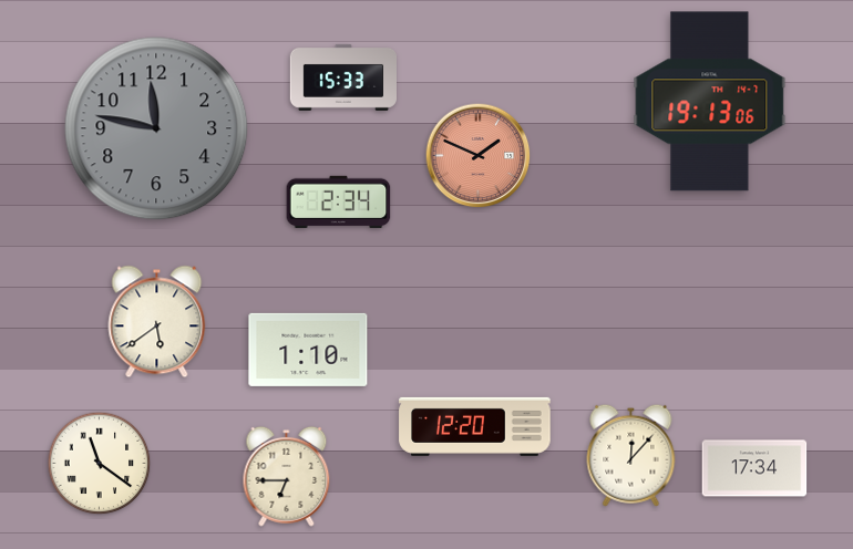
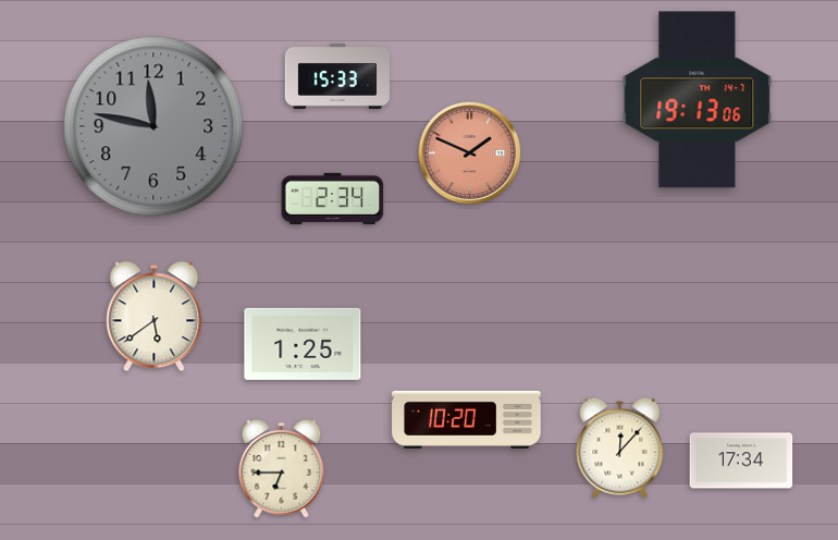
clock at (308, 350): 1:10 -> 1:25
clock at (475, 426): 12:20 -> 10:20
clock at (100, 464): 11:21 -> none
